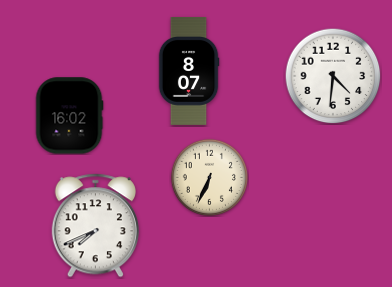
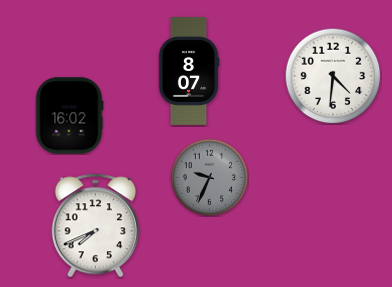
clock at (209, 177): 6:34 -> 9:34
clock at (209, 177) dial: cream -> grey
